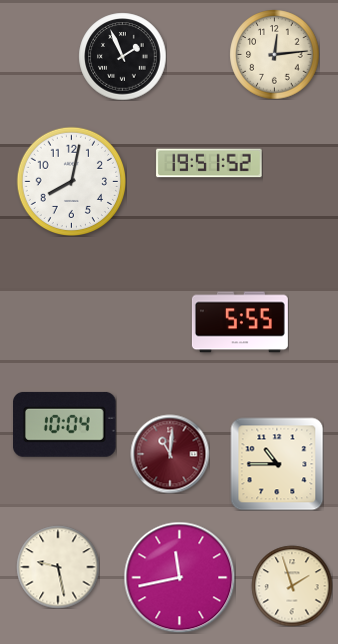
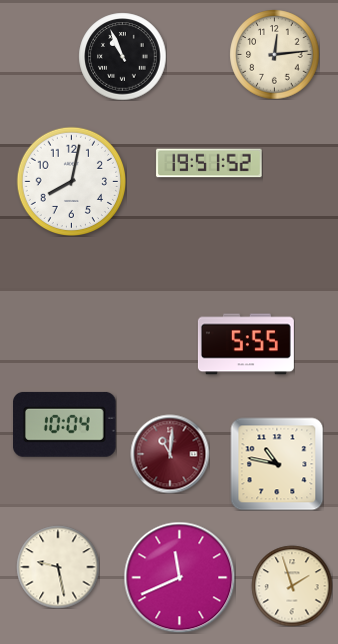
clock at (122, 56): 1:56 -> 10:56
clock at (240, 322) position: (240, 322) -> (246, 344)
clock at (277, 464): 10:45 -> 10:47
clock at (179, 577): 11:43 -> 11:41
